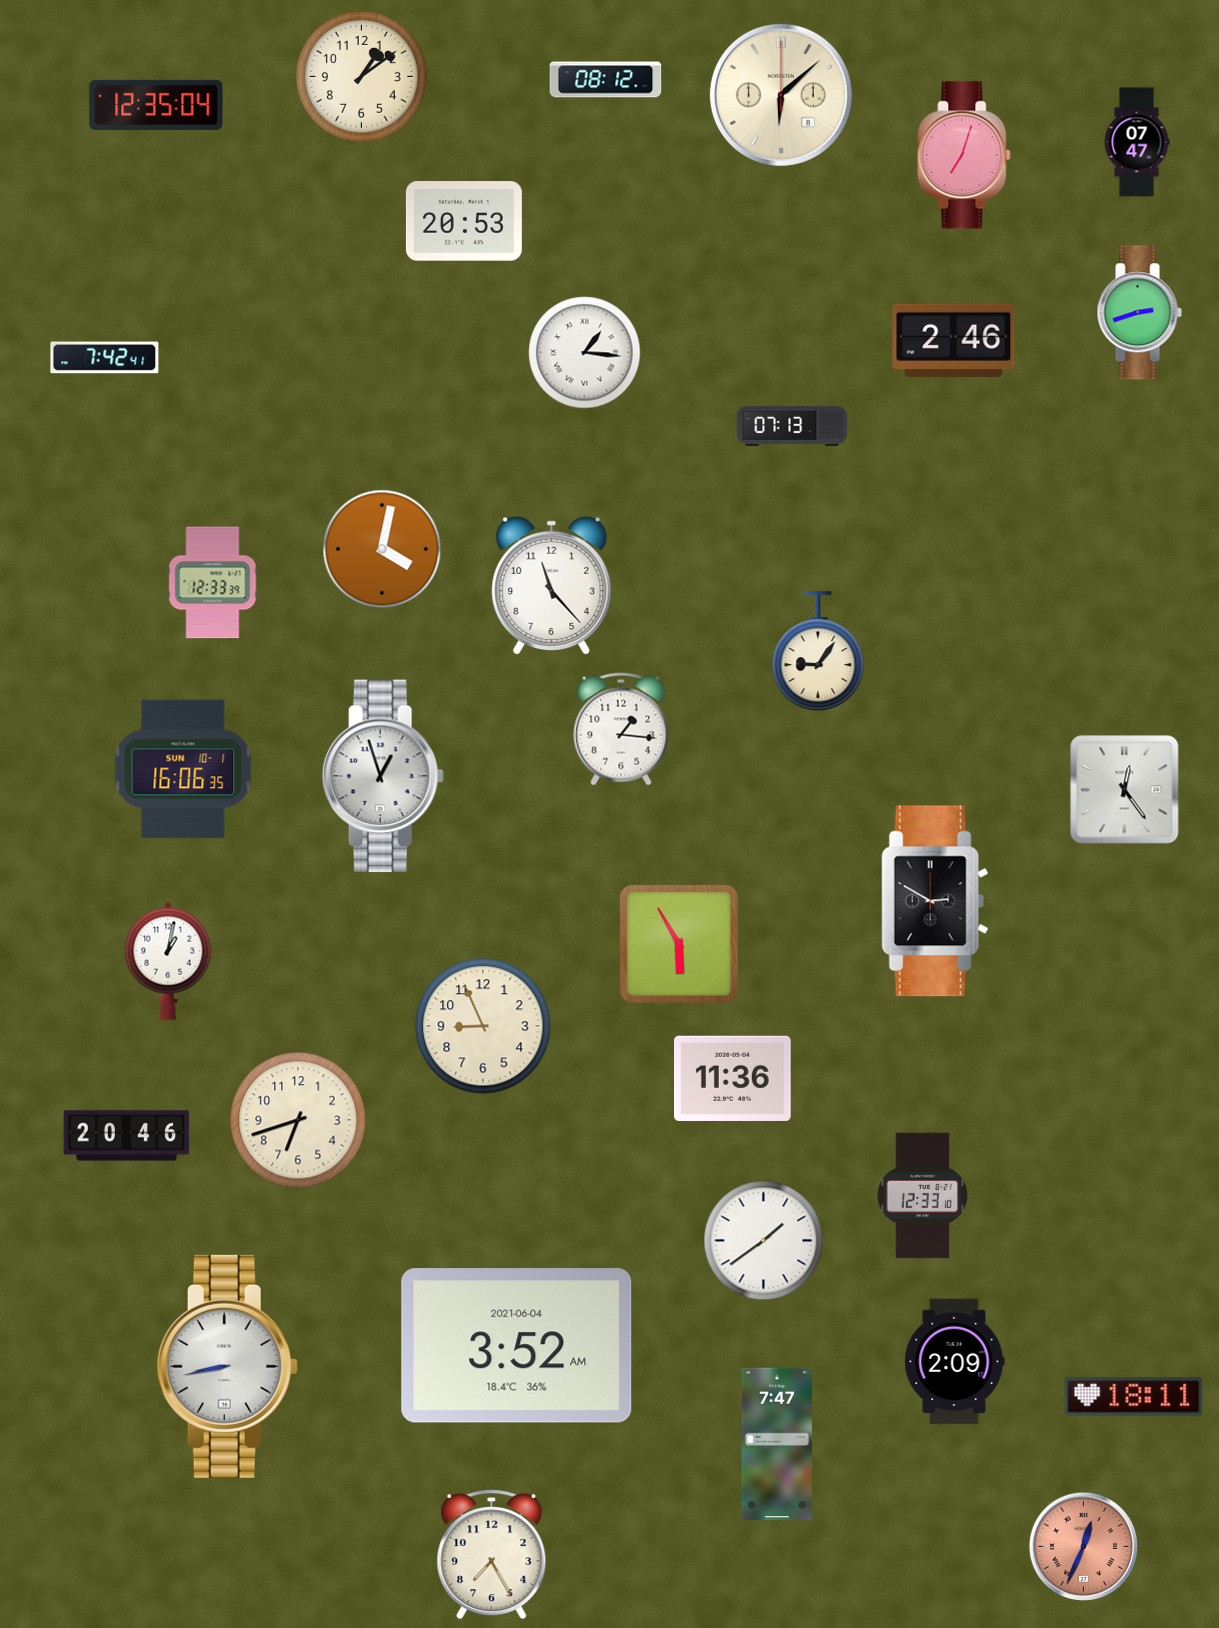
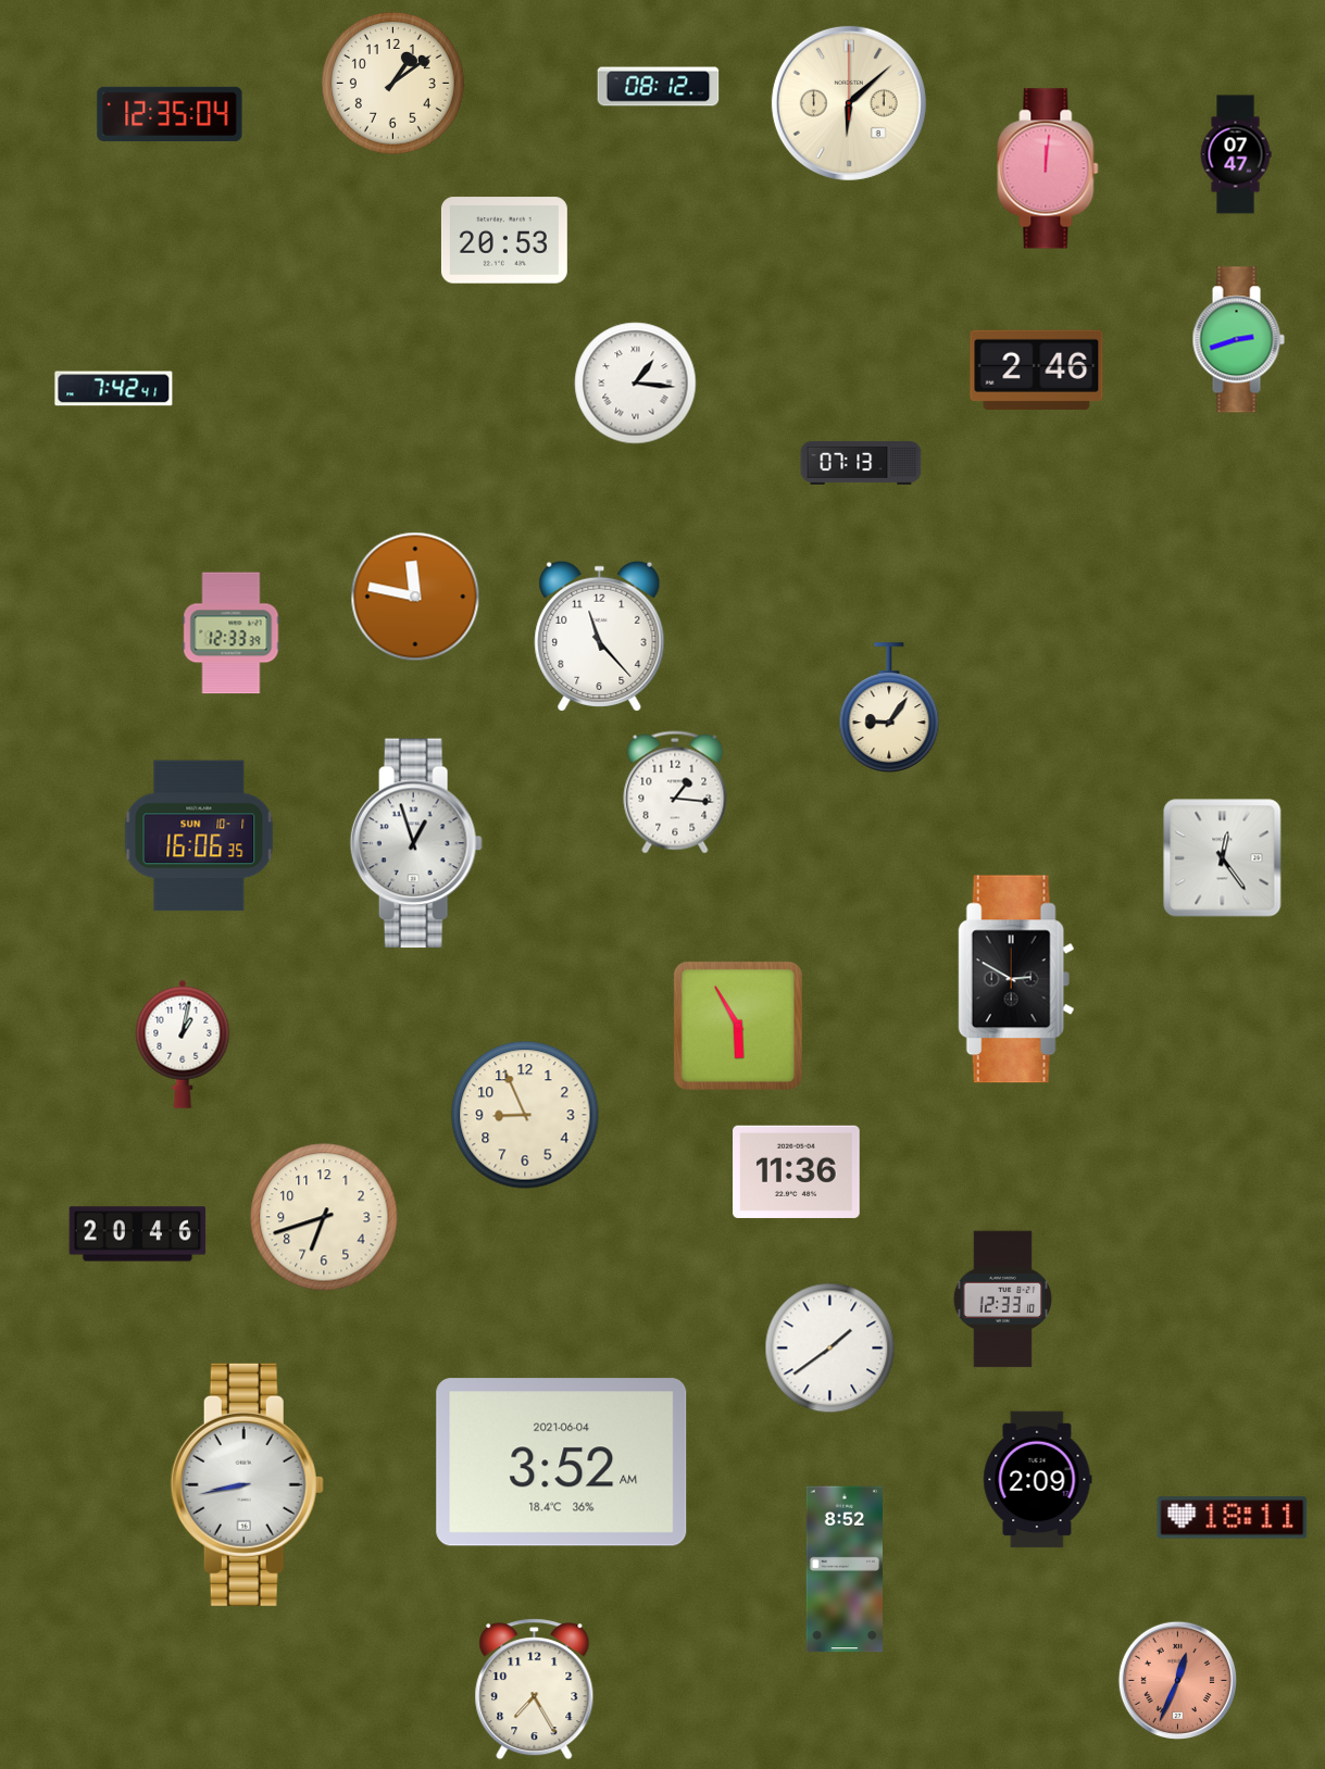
clock at (964, 155): 7:03 -> 12:01
clock at (382, 549): 4:02 -> 11:47
clock at (776, 1444): 7:47 -> 8:52
